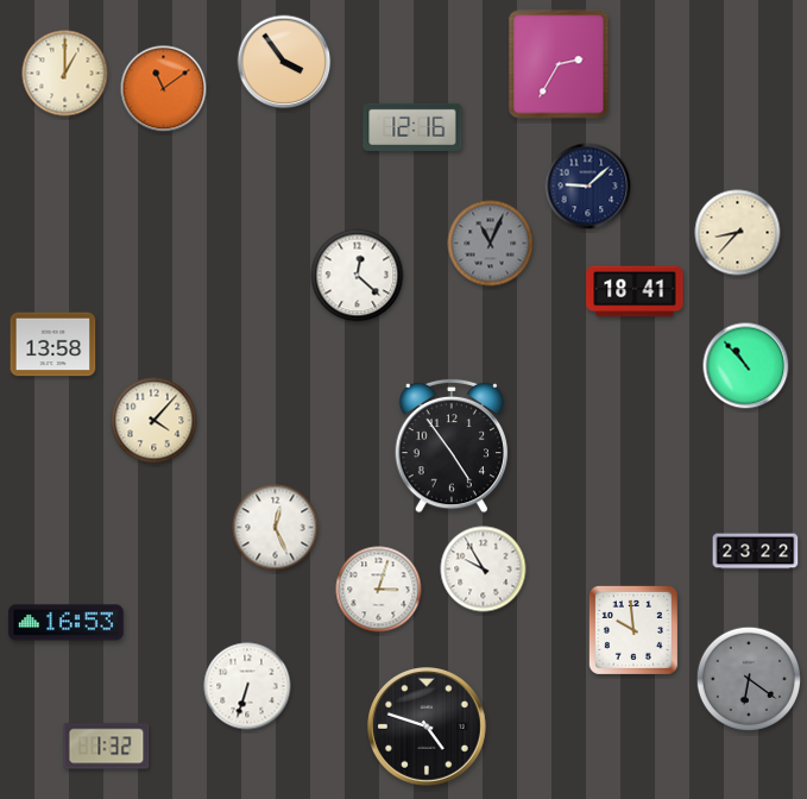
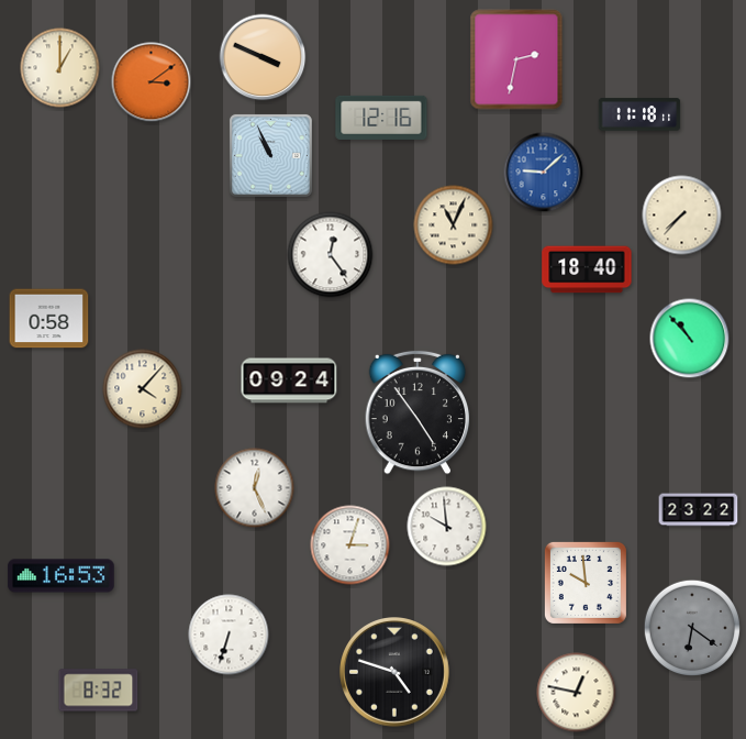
clock at (284, 62): 3:54 -> 3:49
clock at (559, 64): 2:35 -> 2:32
clock at (164, 89): 11:09 -> 3:09
clock at (639, 114): none -> 11:18
clock at (270, 155): none -> 10:56
clock at (588, 187) dial: navy -> blue
clock at (738, 233): 8:37 -> 7:37
clock at (491, 244) dial: grey -> cream
clock at (358, 276): 12:22 -> 12:24
clock at (635, 291): 18:41 -> 18:40
clock at (53, 345): 13:58 -> 0:58
clock at (289, 380): none -> 09:24
clock at (484, 570): 9:55 -> 9:59
clock at (107, 747): 1:32 -> 8:32
clock at (577, 693): none -> 12:47
